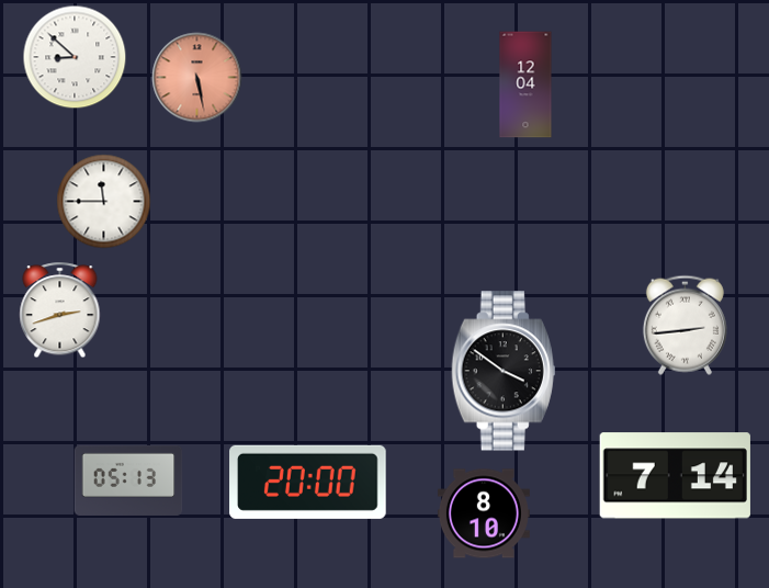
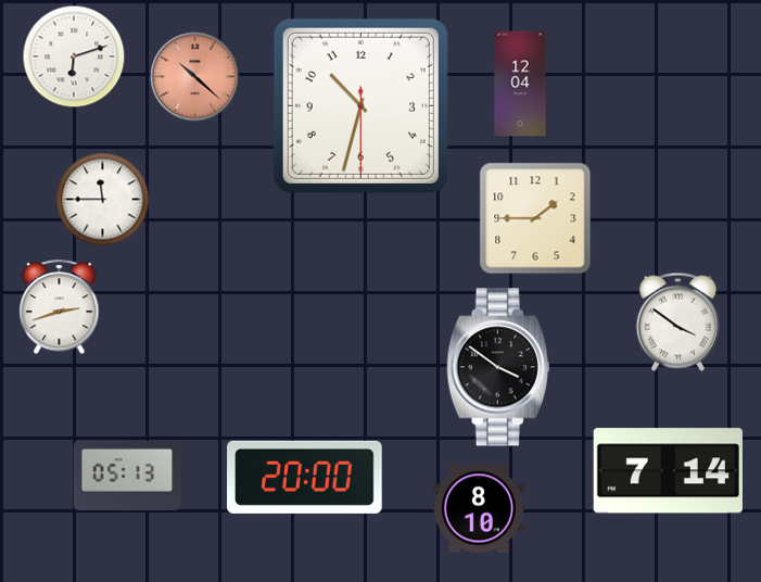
clock at (75, 57): 8:52 -> 6:12
clock at (197, 78): 5:28 -> 10:22
clock at (360, 105): none -> 10:32
clock at (535, 218): none -> 1:45
clock at (685, 325): 2:44 -> 3:51
